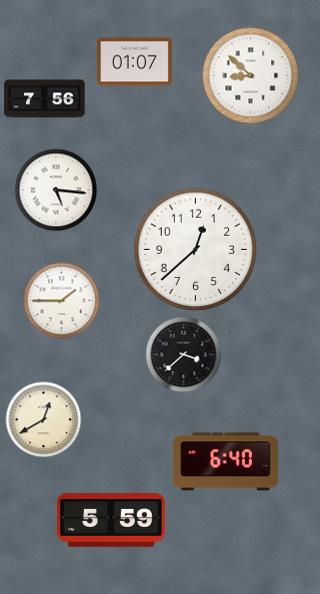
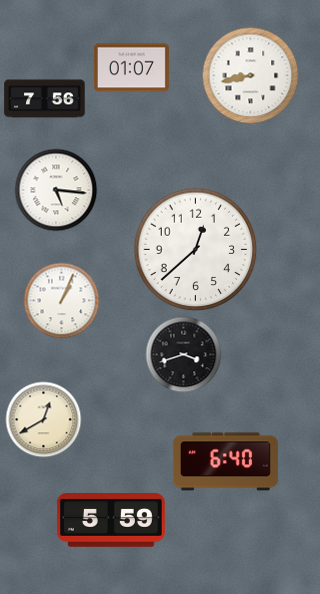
clock at (134, 62) position: (134, 62) -> (131, 68)
clock at (251, 76): 8:52 -> 8:43
clock at (62, 301): 1:45 -> 1:04
clock at (184, 355): 3:38 -> 3:42
